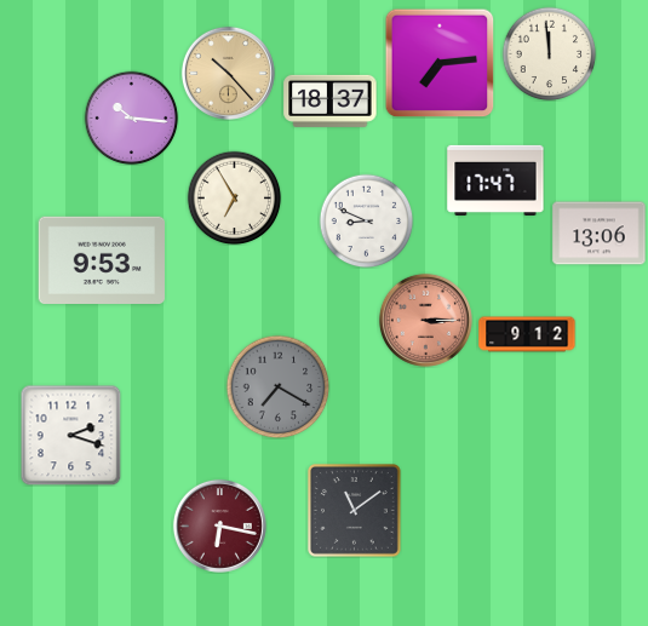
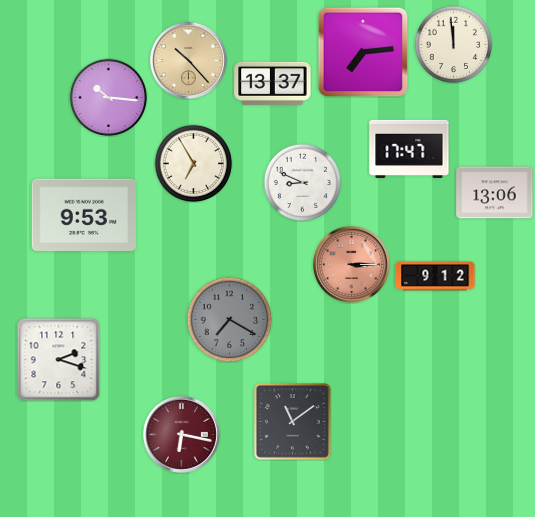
clock at (331, 100): 18:37 -> 13:37
